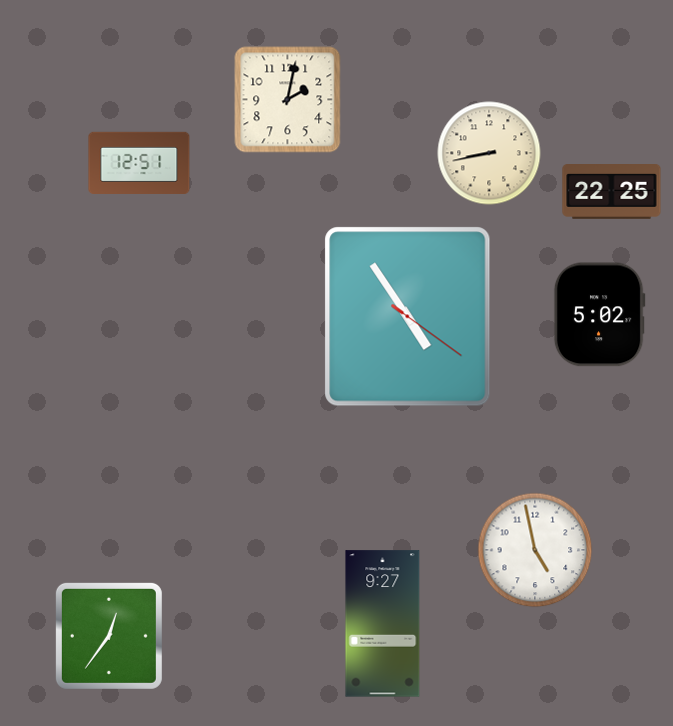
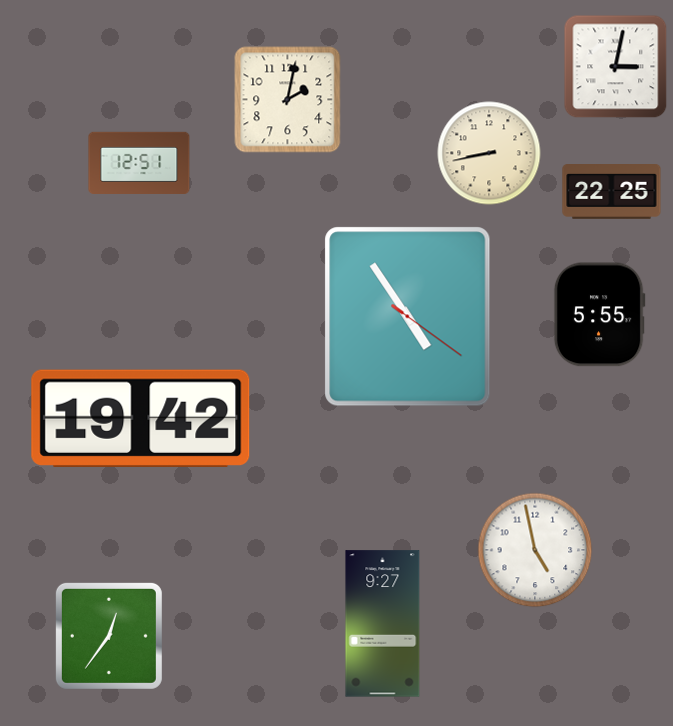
clock at (616, 67): none -> 3:02
clock at (599, 315): 5:02 -> 5:55
clock at (141, 418): none -> 19:42
